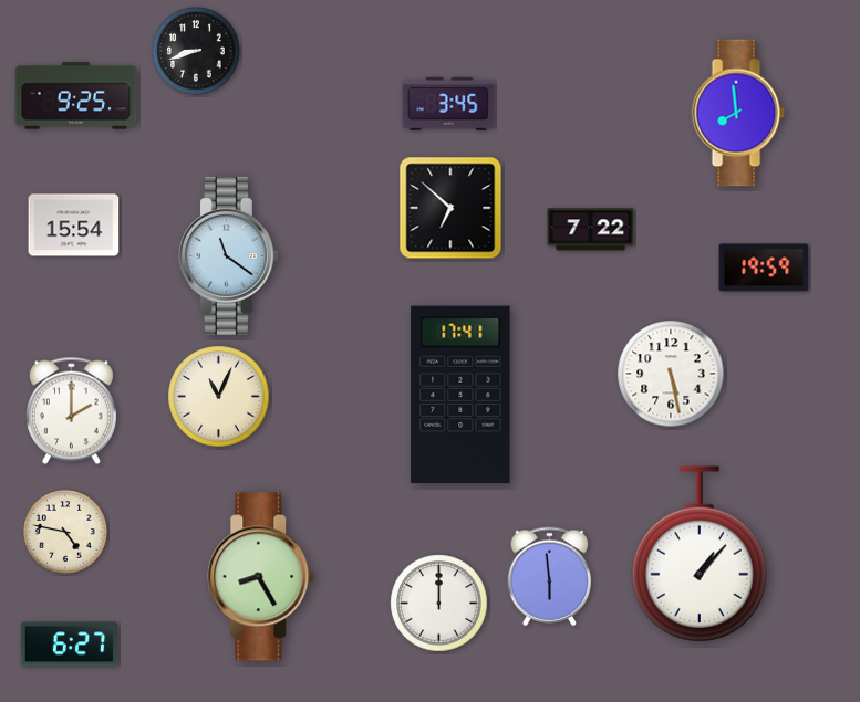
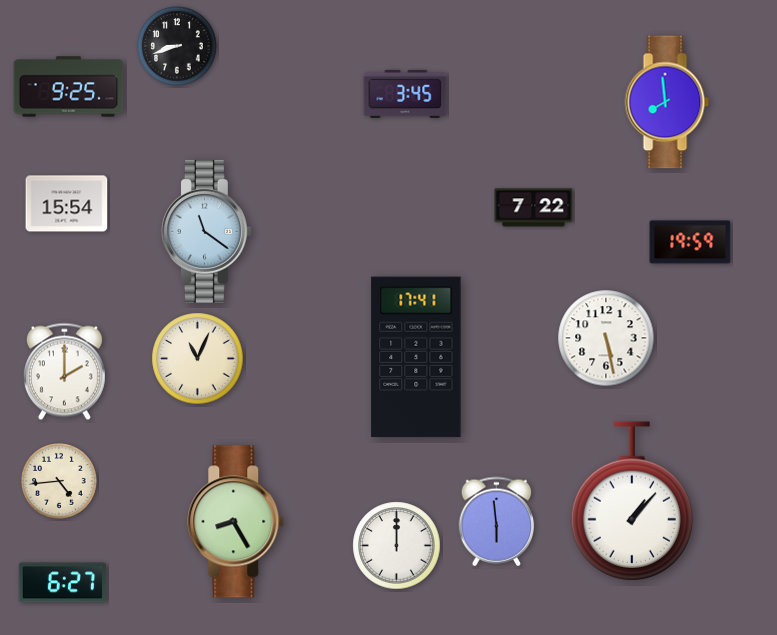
clock at (450, 208): 6:52 -> none
clock at (65, 532): 4:47 -> 4:44
